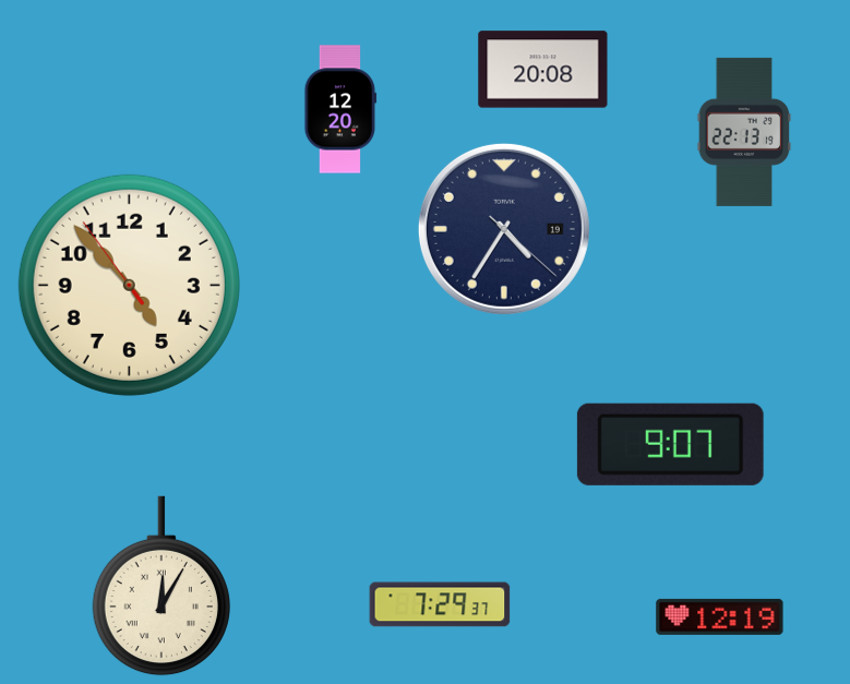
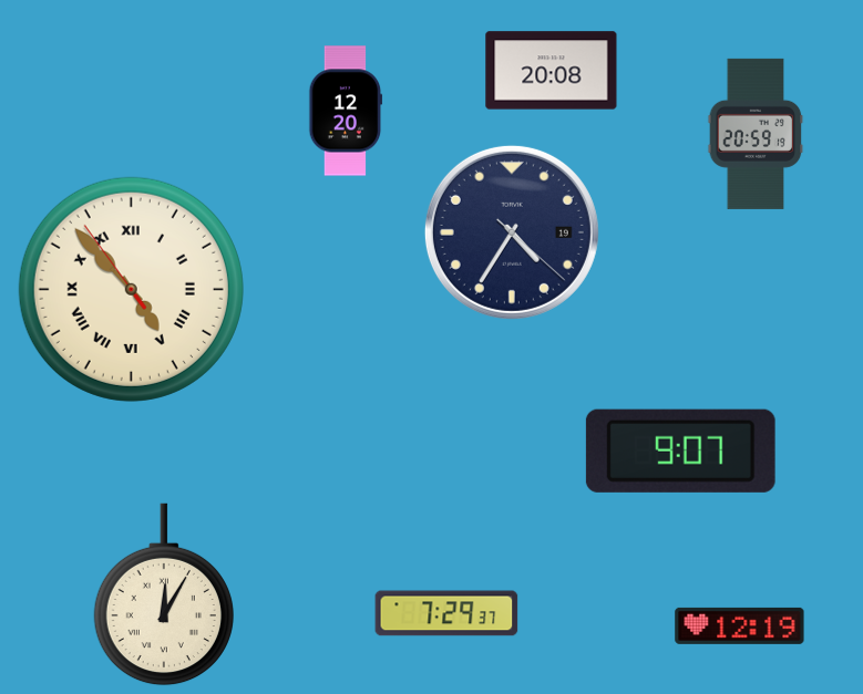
clock at (744, 132): 22:13 -> 20:59
clock at (129, 285) numerals: Arabic -> Roman
clock at (720, 616) position: (720, 616) -> (740, 625)
